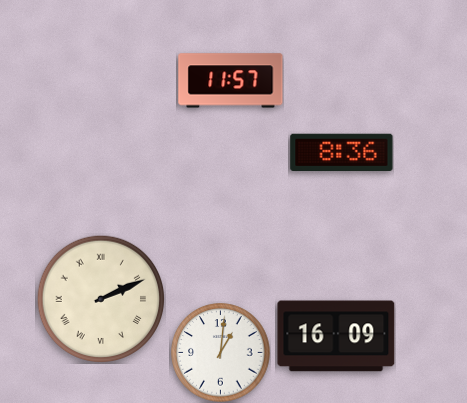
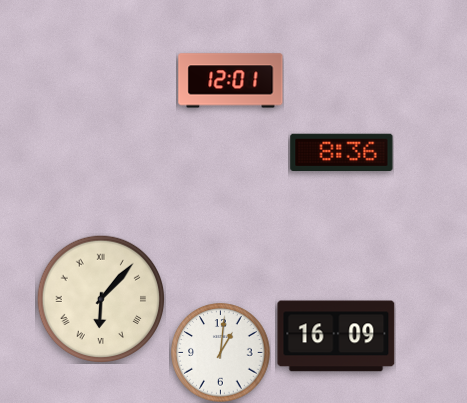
clock at (231, 81): 11:57 -> 12:01
clock at (101, 299): 2:11 -> 6:07
